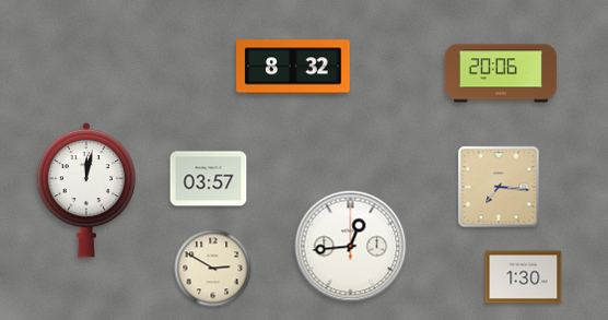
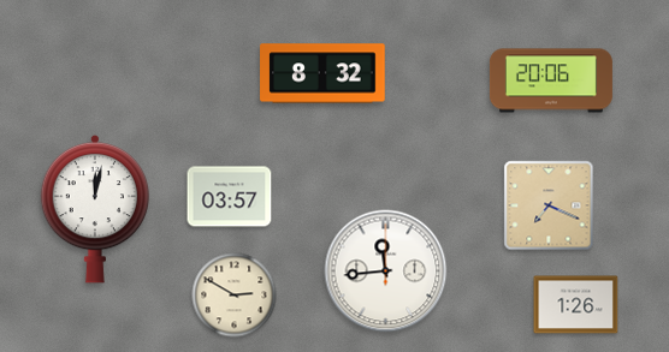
clock at (499, 187): 7:16 -> 7:19
clock at (351, 247): 12:44 -> 11:44
clock at (524, 277): 1:30 -> 1:26
